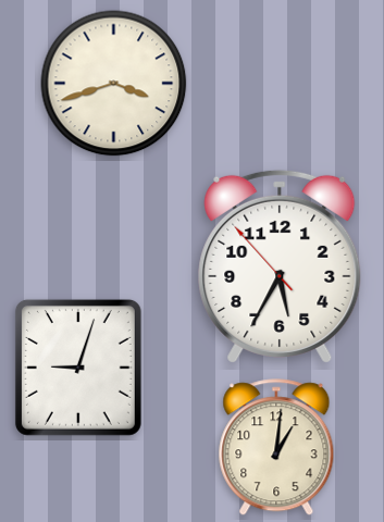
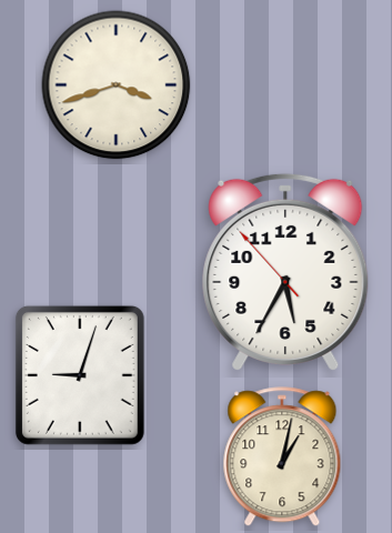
clock at (276, 448): 1:01 -> 1:02
